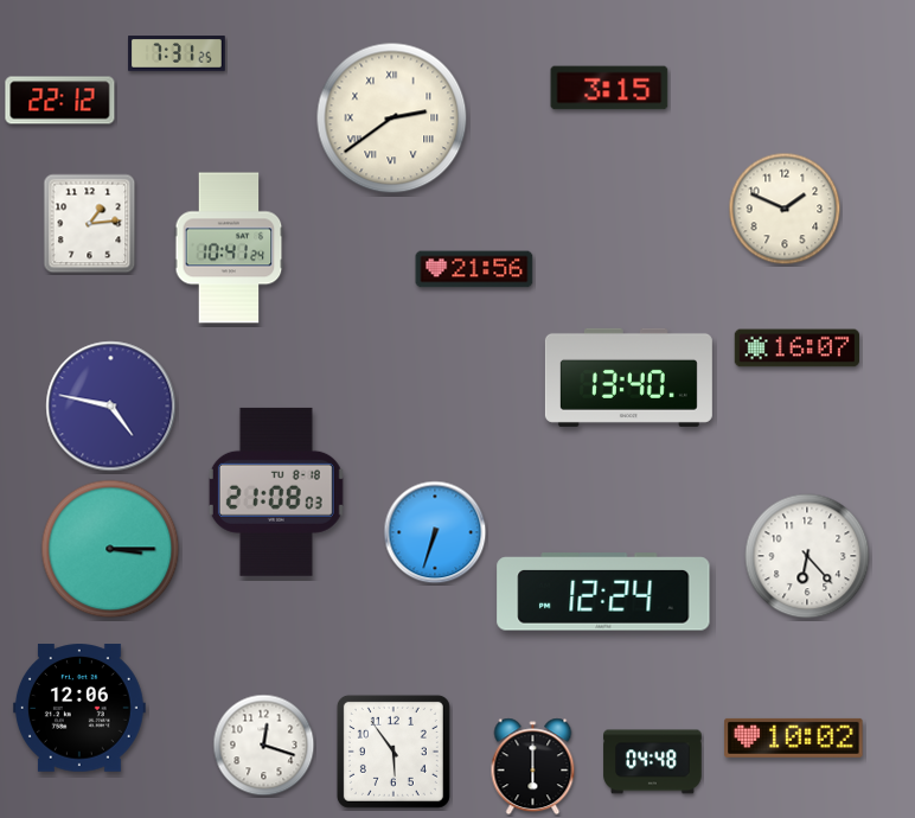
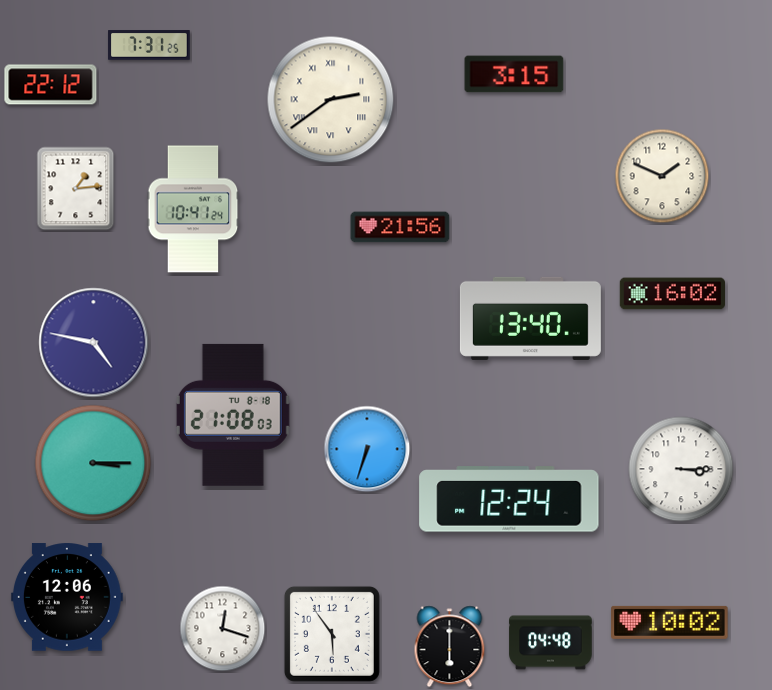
clock at (796, 349): 16:07 -> 16:02
clock at (807, 556): 6:23 -> 3:15
